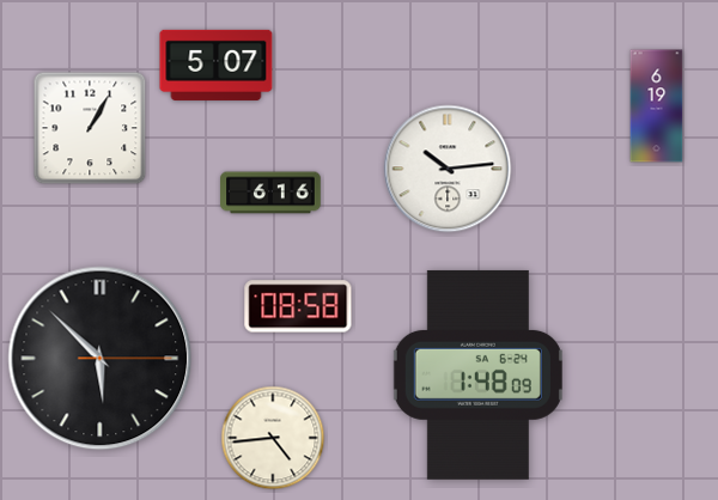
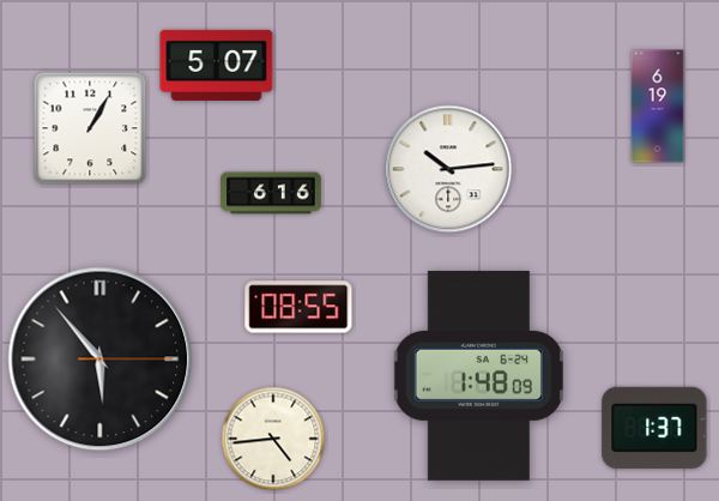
clock at (298, 306): 08:58 -> 08:55
clock at (101, 359): 5:52 -> 5:53
clock at (654, 428): none -> 1:37
